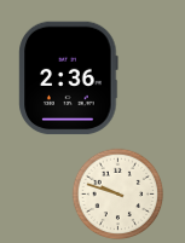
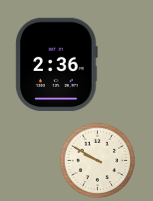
clock at (118, 195): 9:48 -> 9:50
